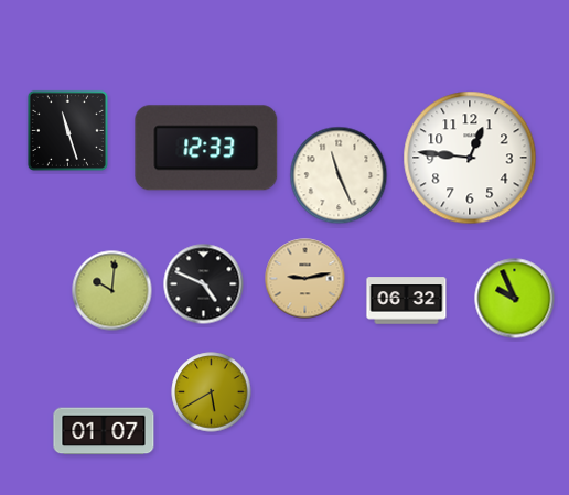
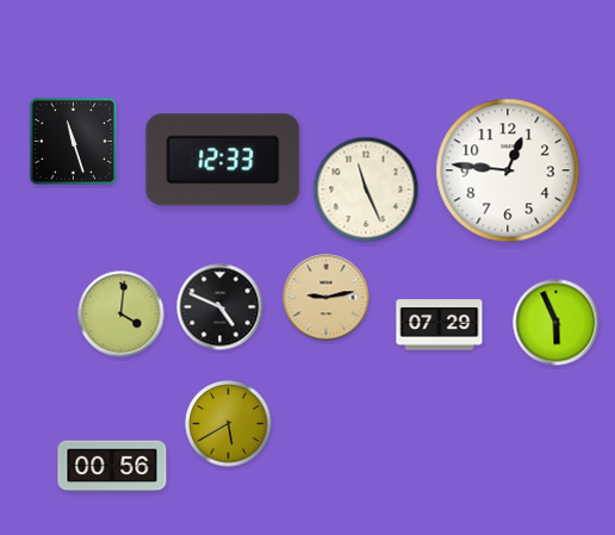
clock at (305, 279) position: (305, 279) -> (327, 298)
clock at (112, 291): 10:01 -> 4:01
clock at (515, 299): 9:56 -> 5:56
clock at (407, 301): 06:32 -> 07:29
clock at (104, 431): 01:07 -> 00:56
